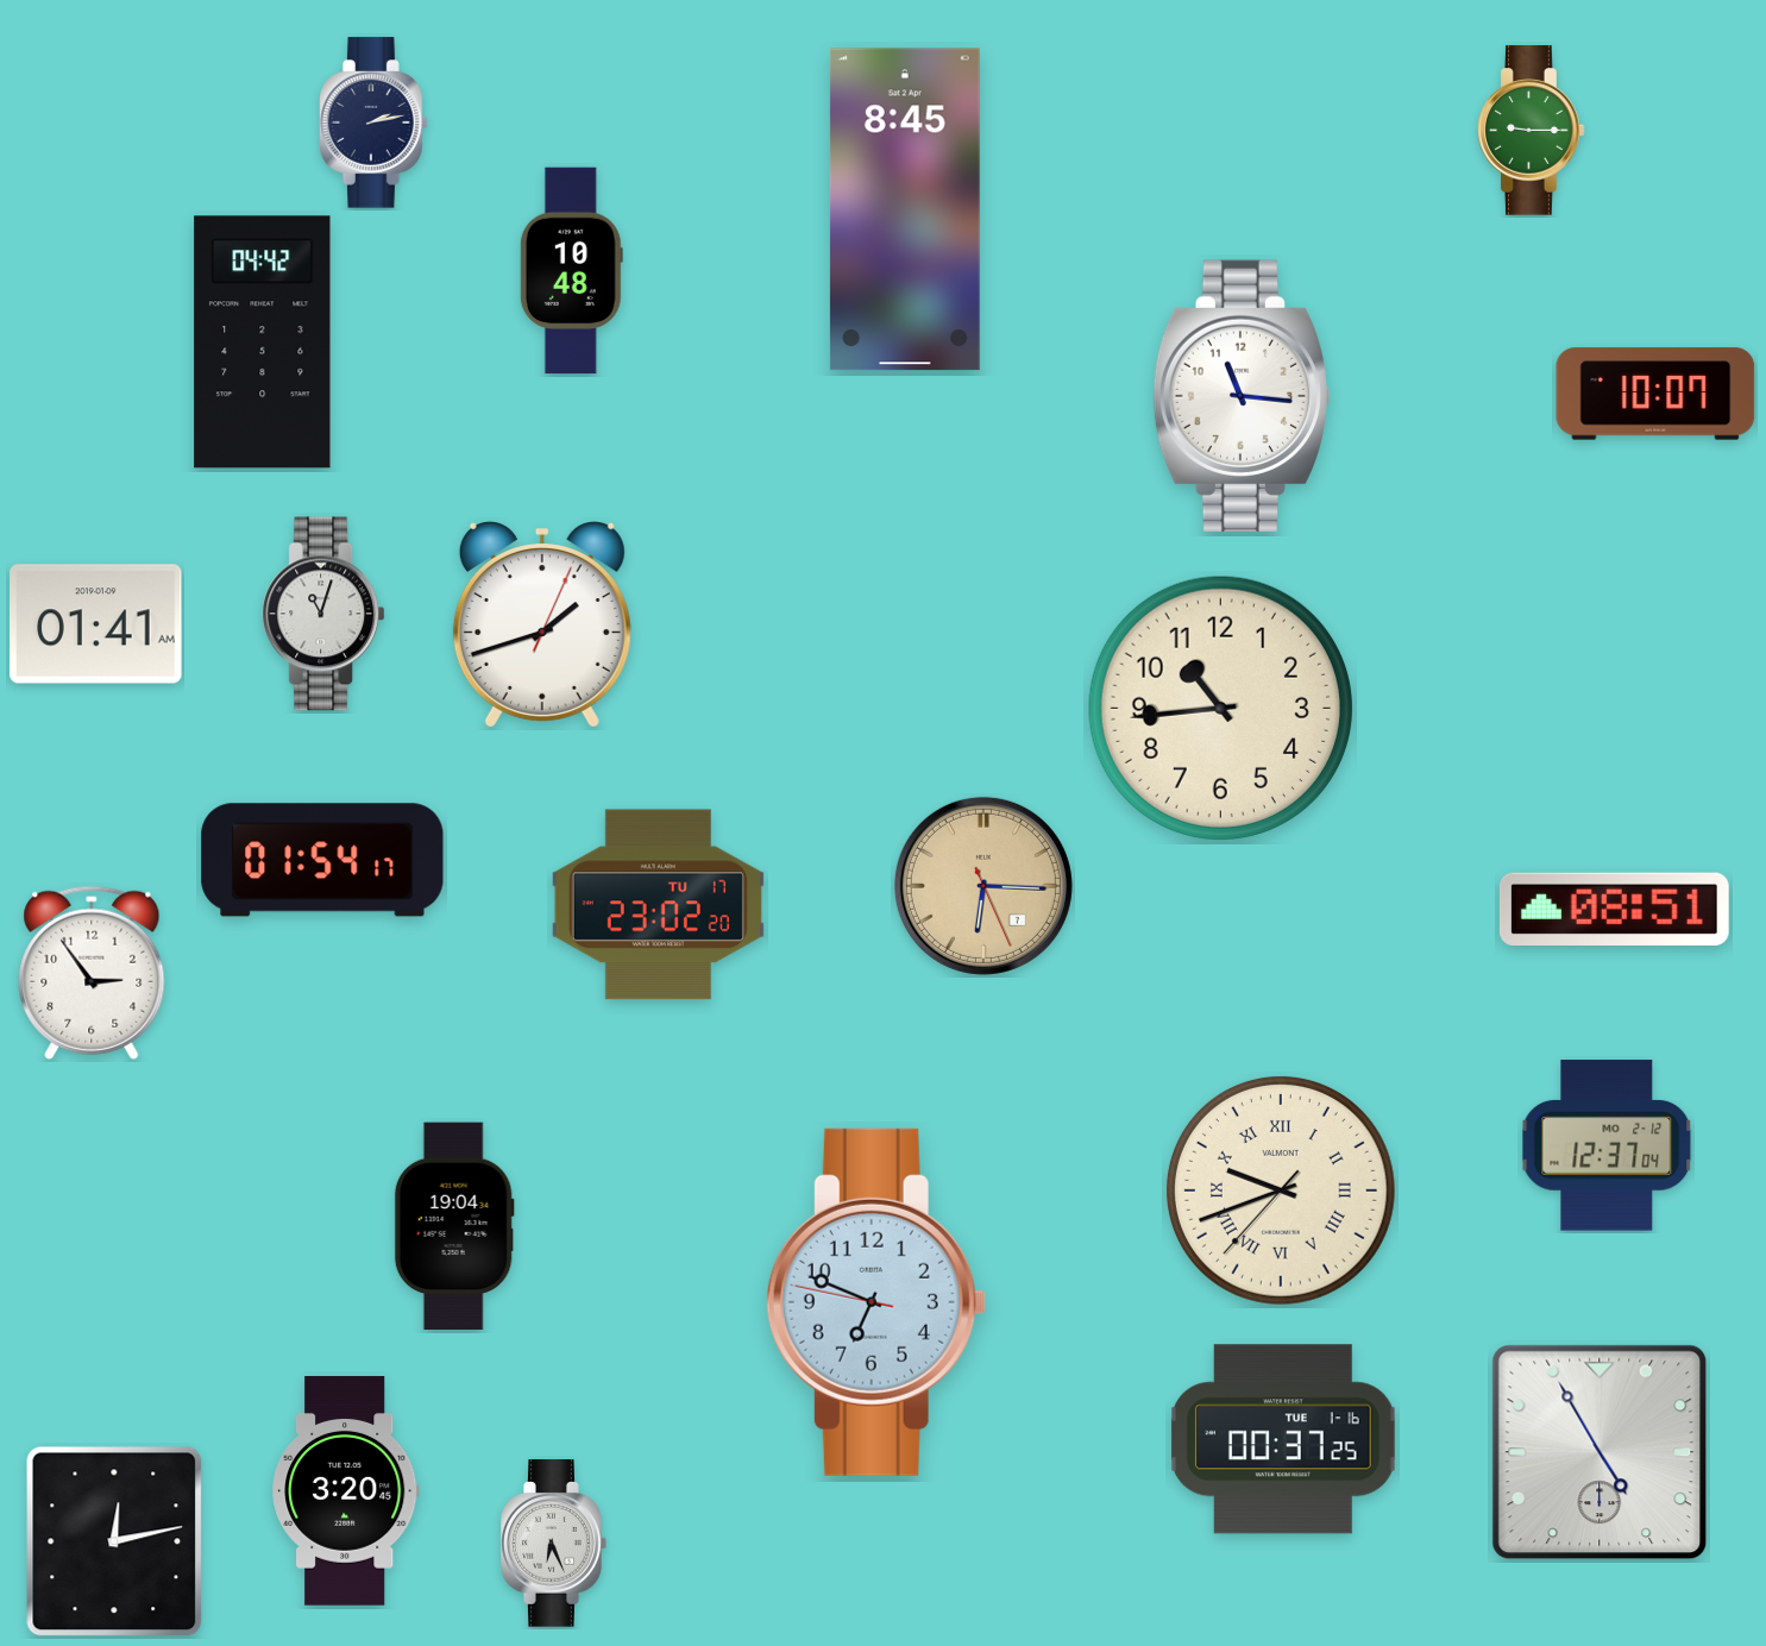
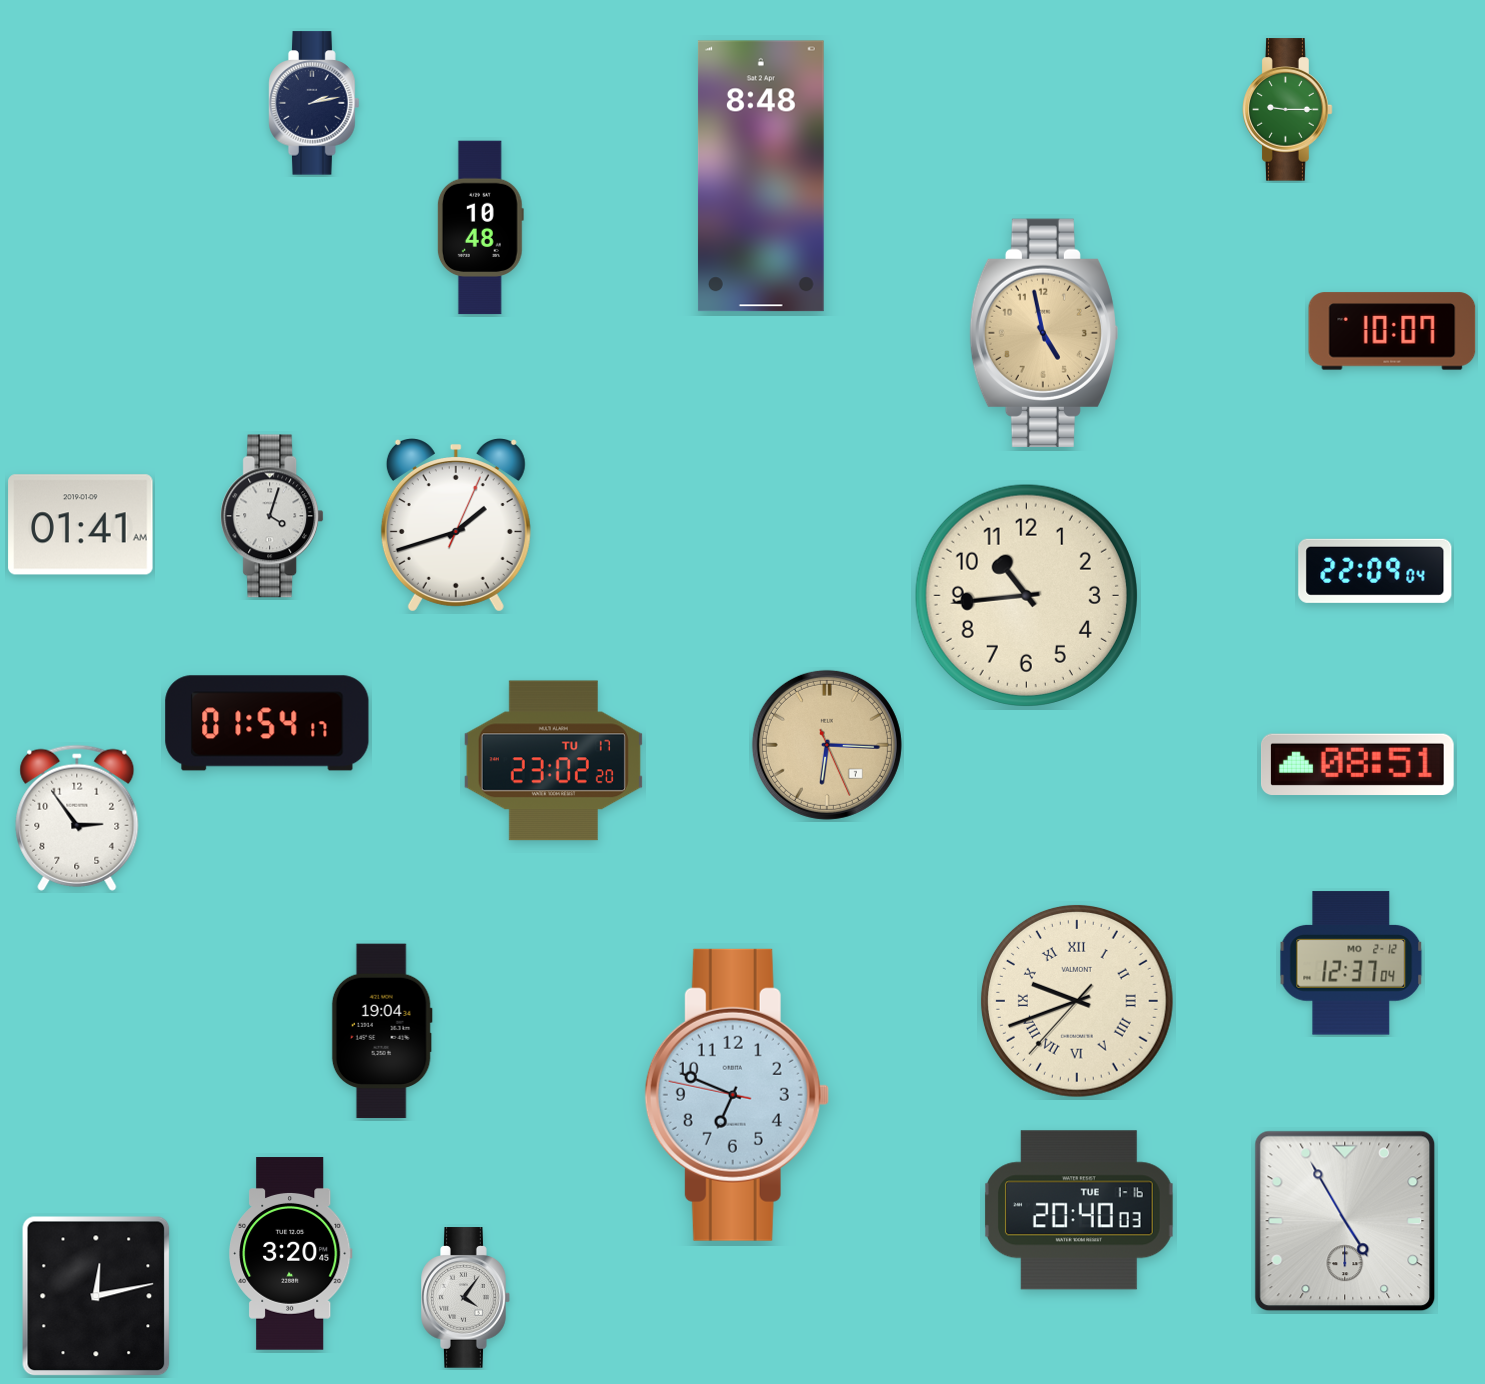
clock at (905, 209): 8:45 -> 8:48
clock at (263, 343): 04:42 -> none
clock at (1240, 396): 11:16 -> 4:58
clock at (1240, 396) dial: white -> champagne
clock at (323, 614): 11:03 -> 4:03
clock at (1375, 571): none -> 22:09
clock at (322, 860) position: (322, 860) -> (267, 723)
clock at (1284, 1439): 00:37 -> 20:40
clock at (554, 1544): 6:26 -> 4:06
